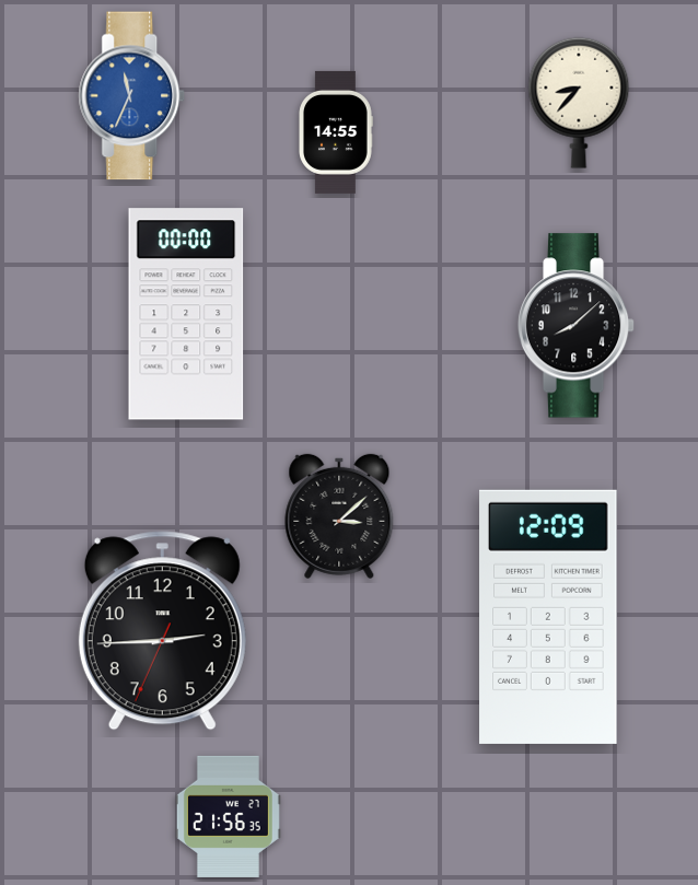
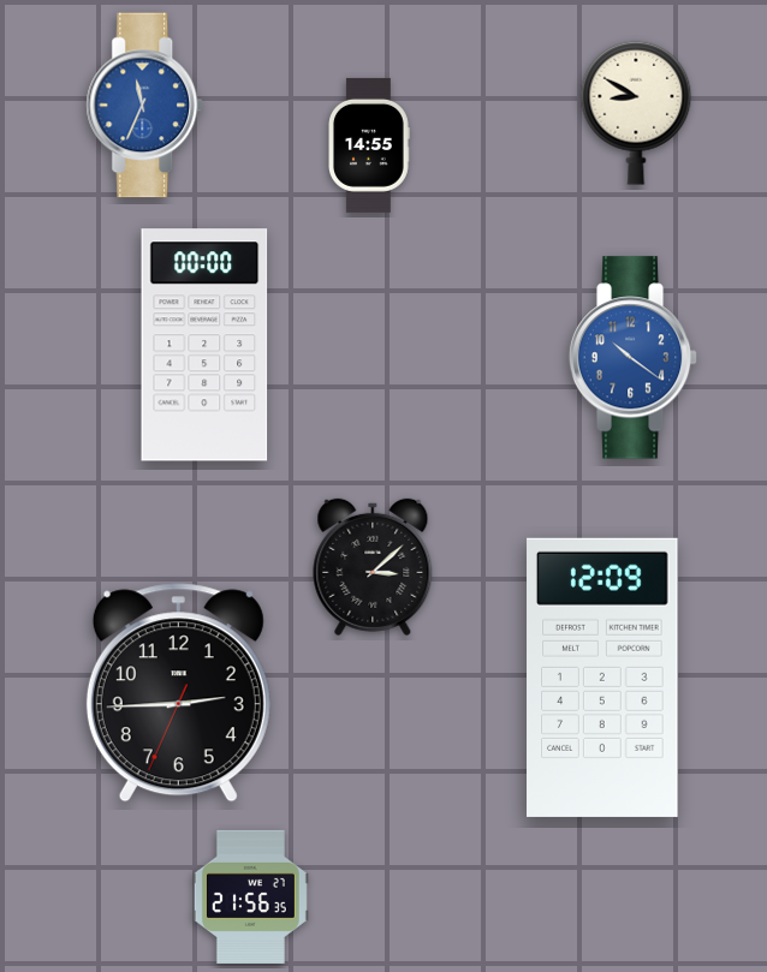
clock at (579, 103): 8:37 -> 8:50
clock at (577, 326): 8:08 -> 10:21
clock at (577, 326) dial: black -> blue
